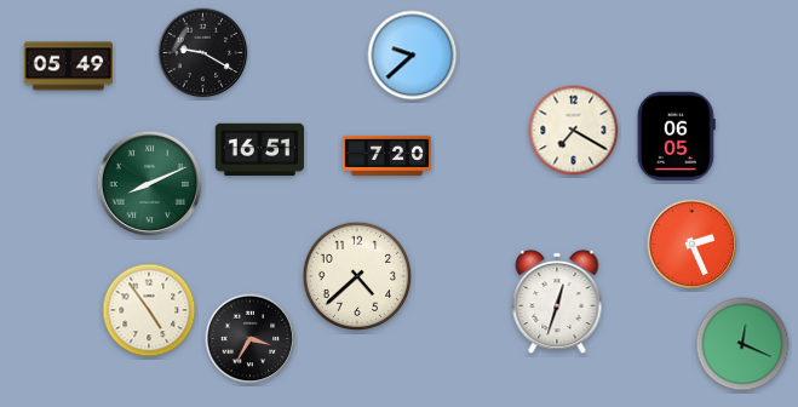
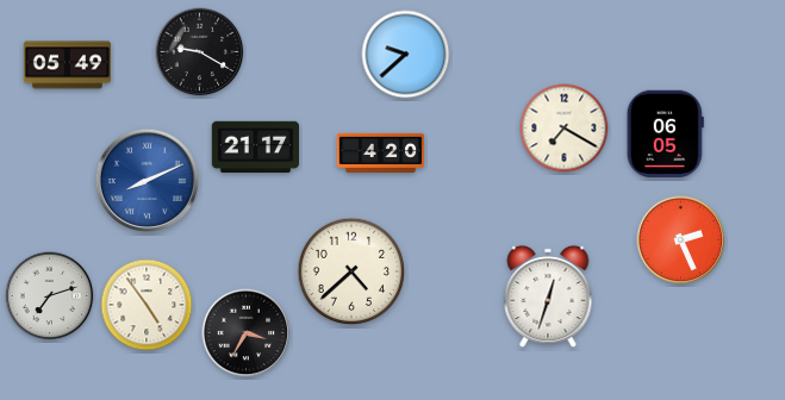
clock at (260, 150): 16:51 -> 21:17
clock at (387, 155): 7:20 -> 4:20
clock at (150, 184) dial: green -> blue
clock at (50, 296): none -> 7:12
clock at (742, 344): 12:19 -> none
